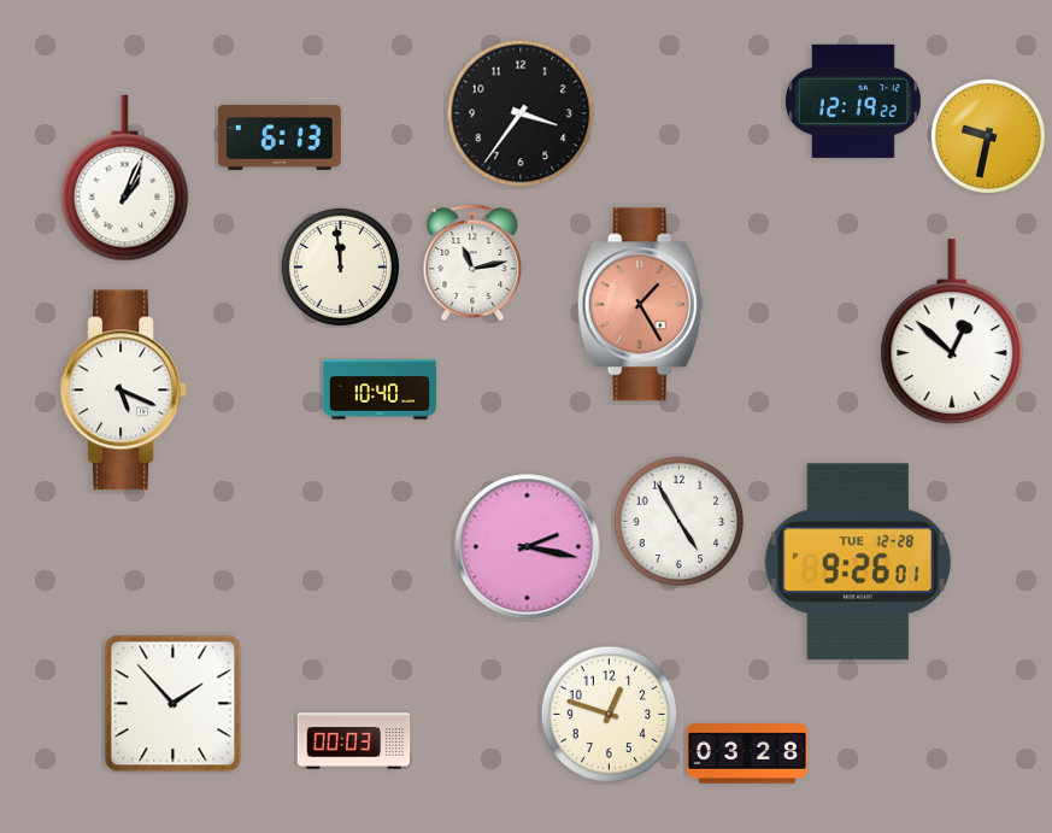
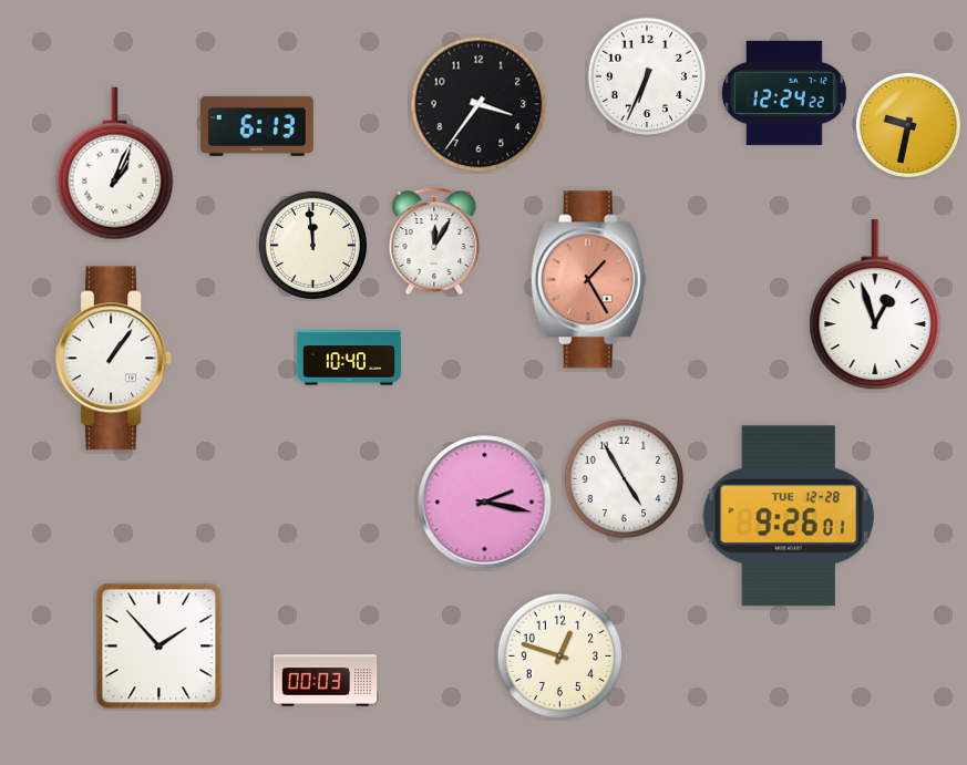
clock at (647, 76): none -> 6:34
clock at (853, 101): 12:19 -> 12:24
clock at (472, 263): 11:13 -> 12:05
clock at (952, 333): 12:52 -> 12:57
clock at (123, 391): 5:19 -> 1:06
clock at (747, 753): 03:28 -> none
